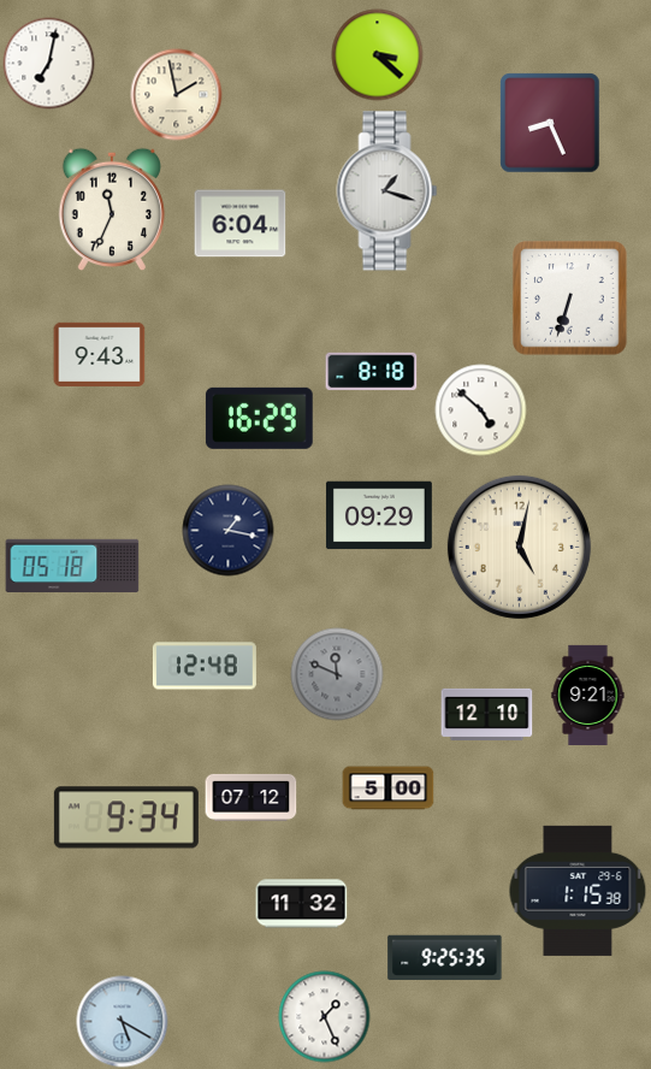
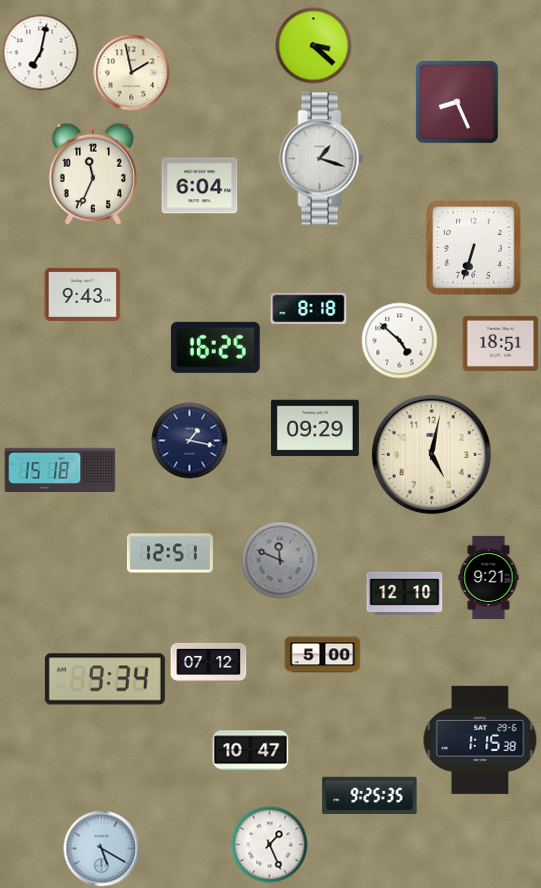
clock at (177, 95) position: (177, 95) -> (132, 73)
clock at (501, 343): none -> 18:51
clock at (259, 418): 16:29 -> 16:25
clock at (72, 565): 05:18 -> 15:18
clock at (205, 666): 12:48 -> 12:51
clock at (302, 904): 11:32 -> 10:47
